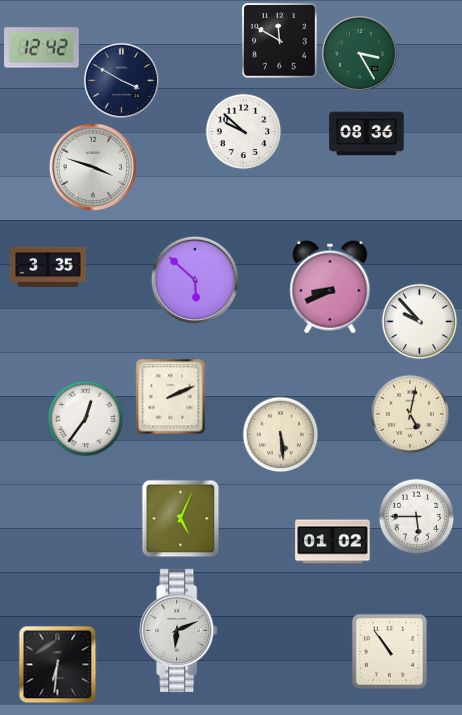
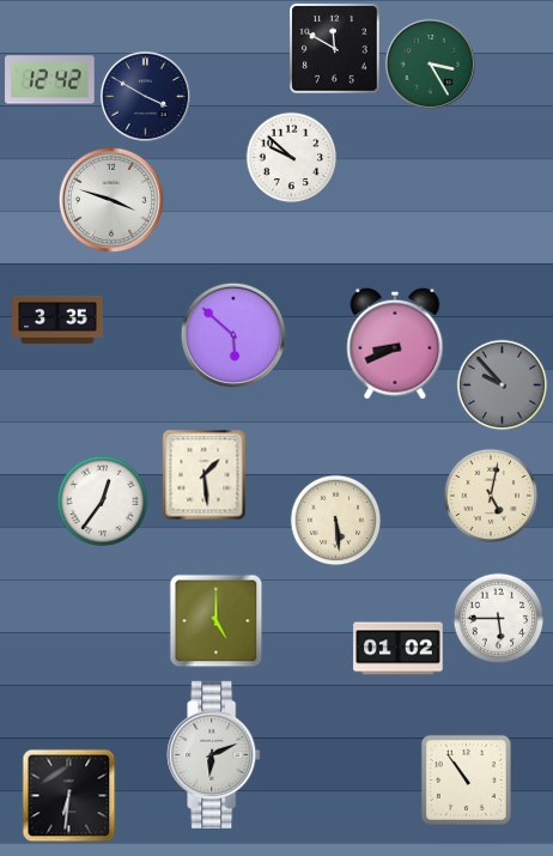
clock at (42, 48) position: (42, 48) -> (50, 80)
clock at (367, 134): 08:36 -> none
clock at (420, 322) dial: white -> grey
clock at (171, 397): 2:11 -> 1:29
clock at (181, 519): 5:04 -> 5:00
